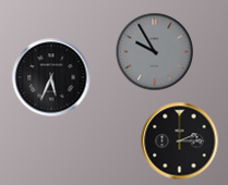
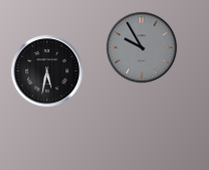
clock at (51, 77): 5:34 -> 5:32
clock at (180, 141): 2:15 -> none
